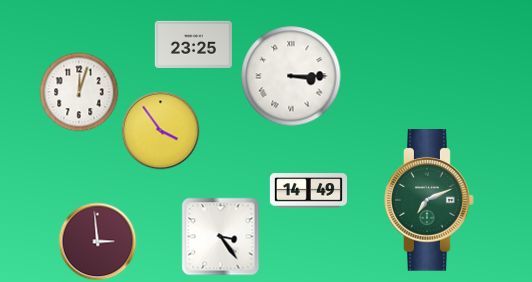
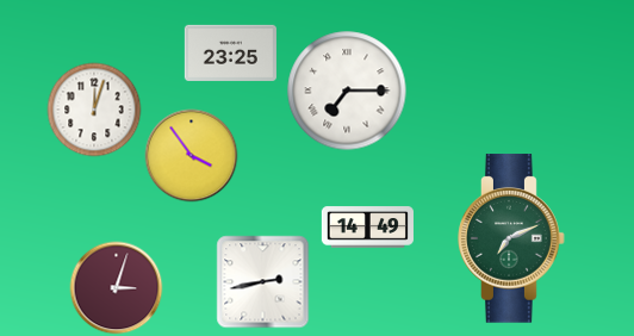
clock at (291, 76): 3:15 -> 7:15
clock at (220, 236): 3:24 -> 2:43
clock at (97, 241): 2:59 -> 3:03
